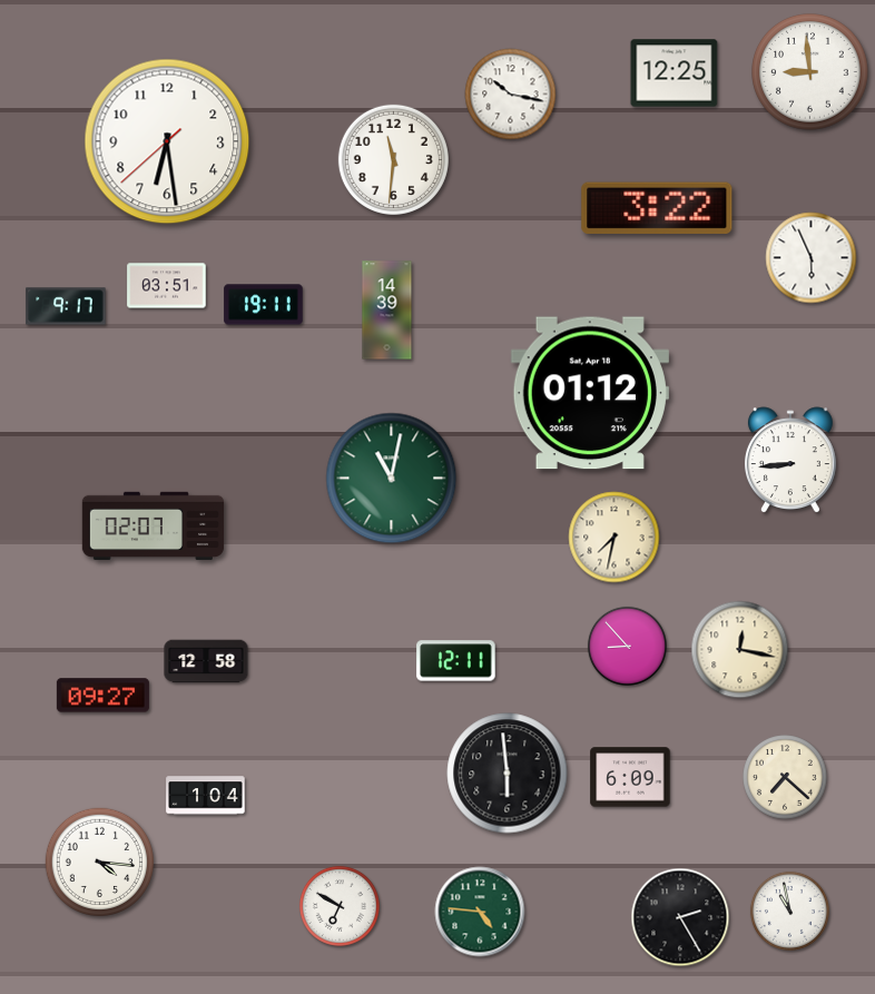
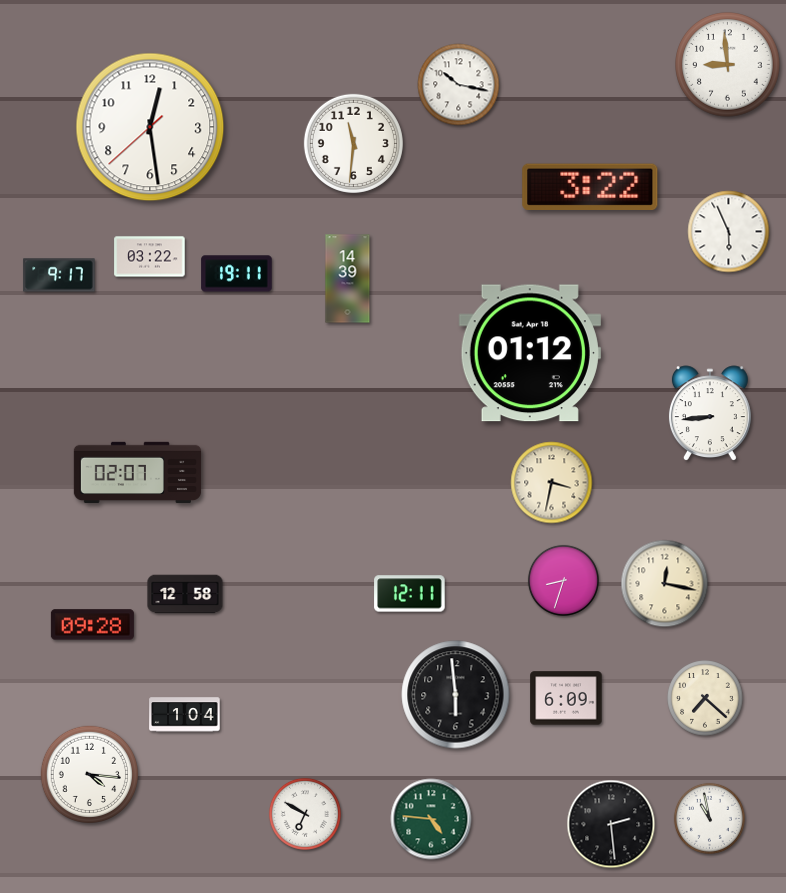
clock at (675, 73): 12:25 -> none
clock at (167, 141): 6:28 -> 12:28
clock at (167, 286): 03:51 -> 03:22
clock at (392, 479): 11:02 -> none
clock at (615, 538): 7:32 -> 3:32
clock at (627, 646): 8:53 -> 8:33
clock at (102, 696): 09:27 -> 09:28
clock at (680, 917): 2:25 -> 2:29
